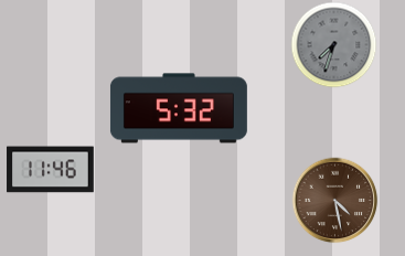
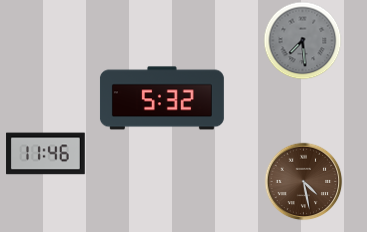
clock at (333, 44): 7:33 -> 7:29
